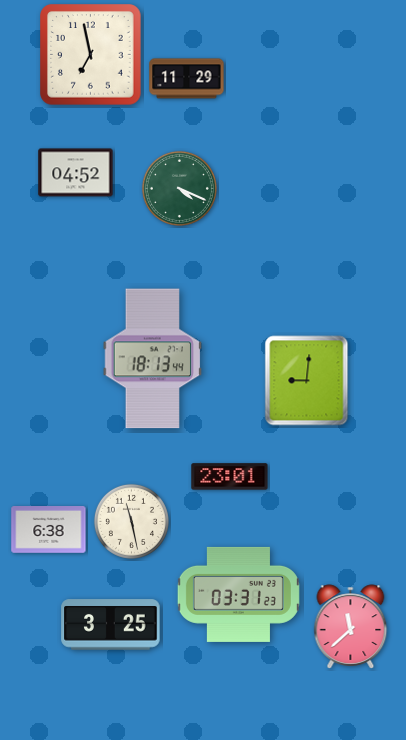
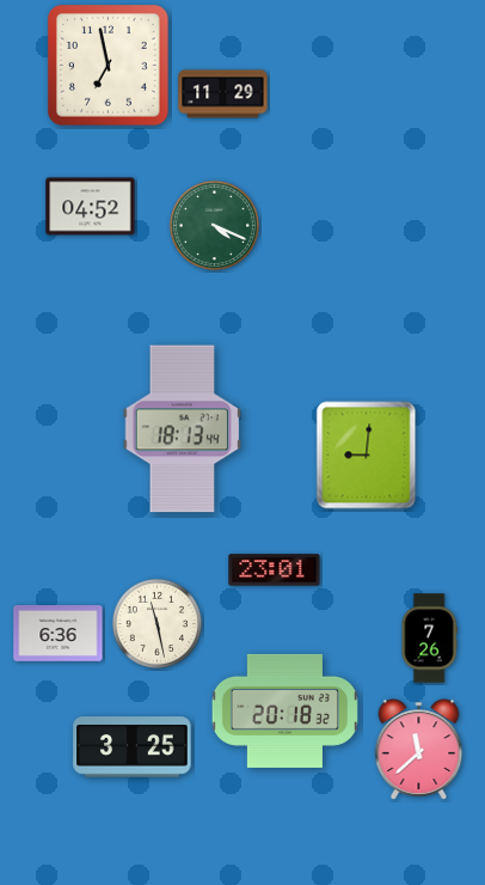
clock at (49, 530): 6:38 -> 6:36
clock at (429, 639): none -> 7:26
clock at (238, 594): 03:31 -> 20:18
